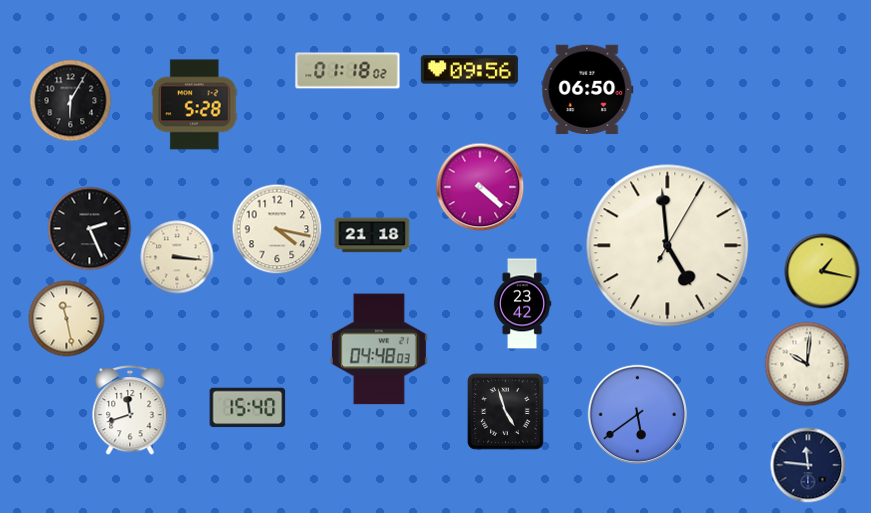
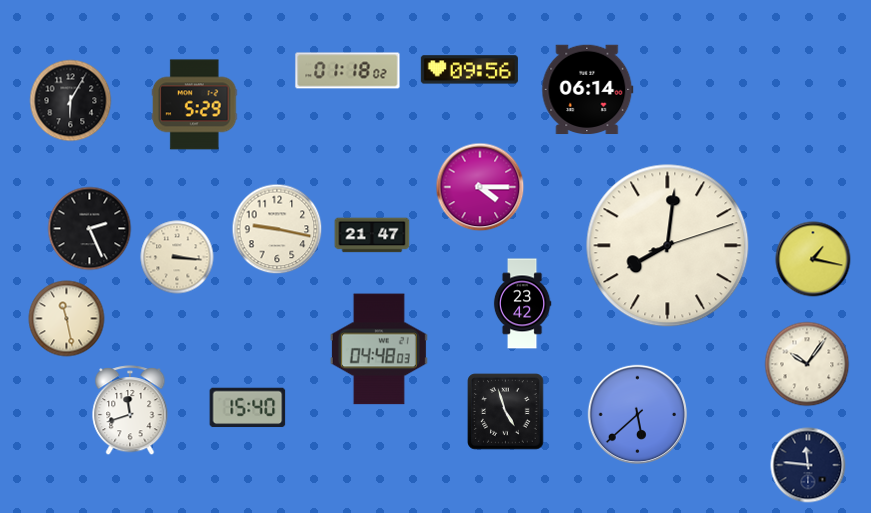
clock at (588, 90): 06:50 -> 06:14
clock at (194, 105): 5:28 -> 5:29
clock at (480, 187): 4:22 -> 4:15
clock at (277, 229): 4:17 -> 9:17
clock at (372, 235): 21:18 -> 21:47
clock at (668, 246): 4:59 -> 8:01
clock at (822, 271) position: (822, 271) -> (813, 259)
clock at (807, 364): 10:01 -> 10:06
clock at (638, 415): 5:39 -> 5:38
